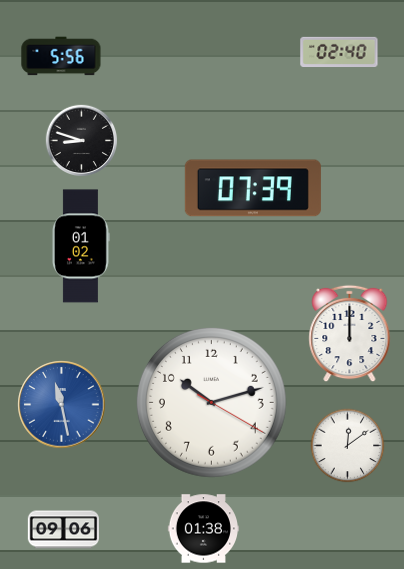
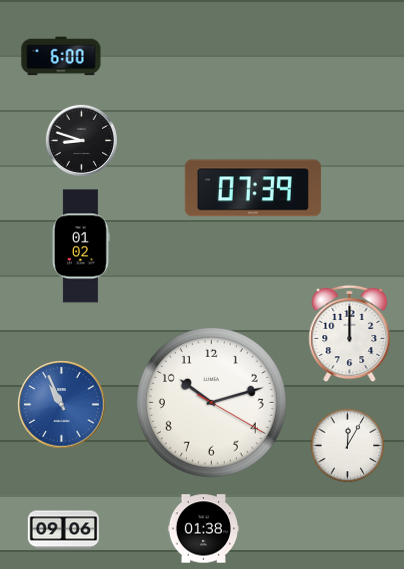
clock at (339, 51): 02:40 -> none
clock at (61, 56): 5:56 -> 6:00
clock at (62, 405): 11:28 -> 10:56
clock at (348, 446): 12:09 -> 12:05
